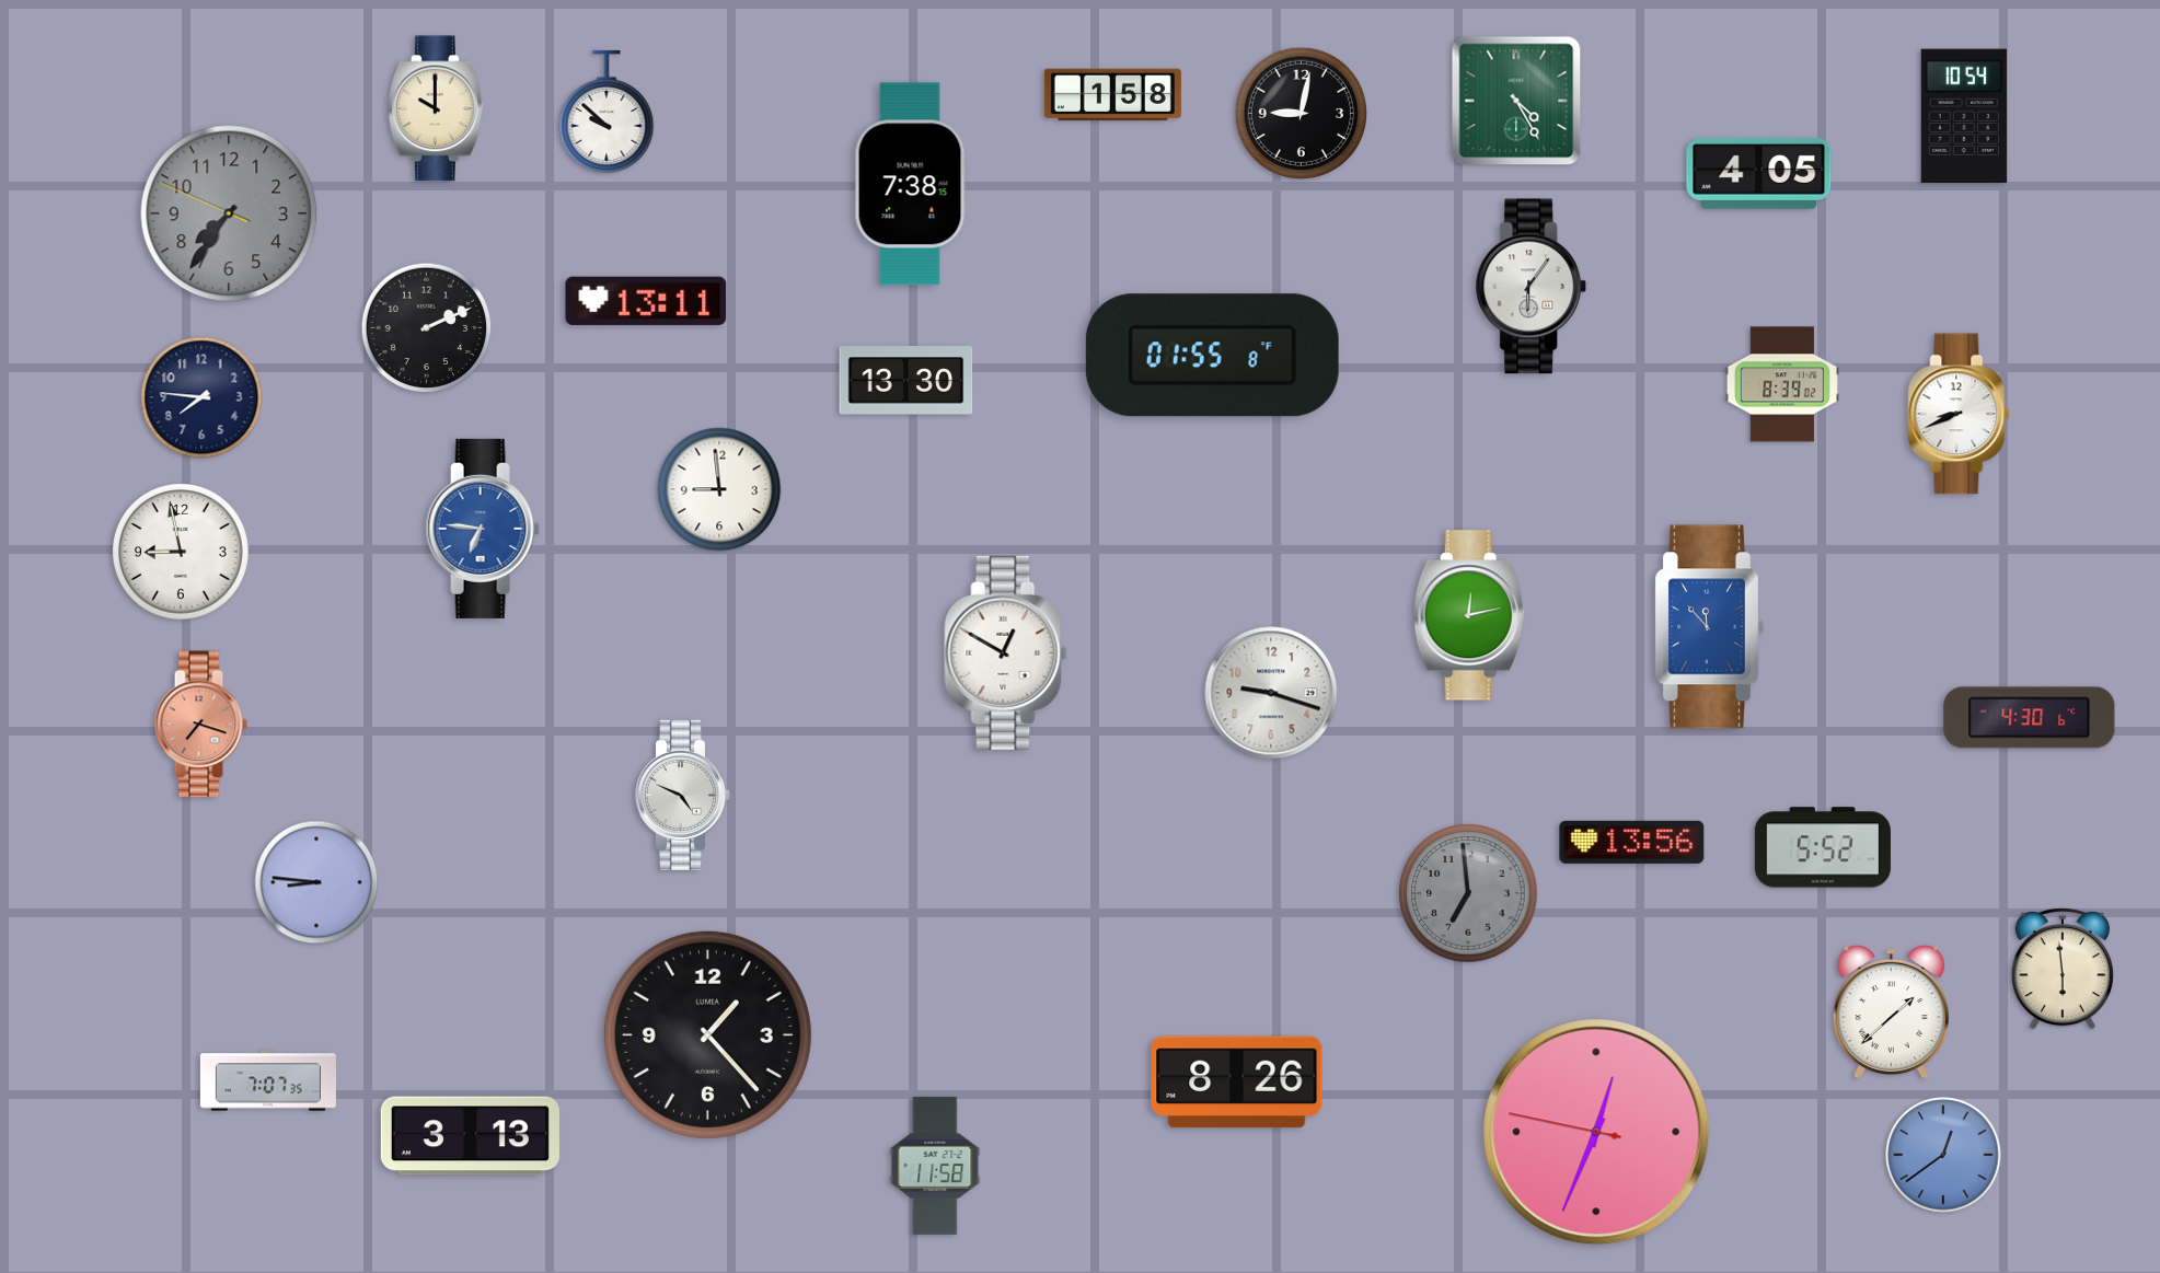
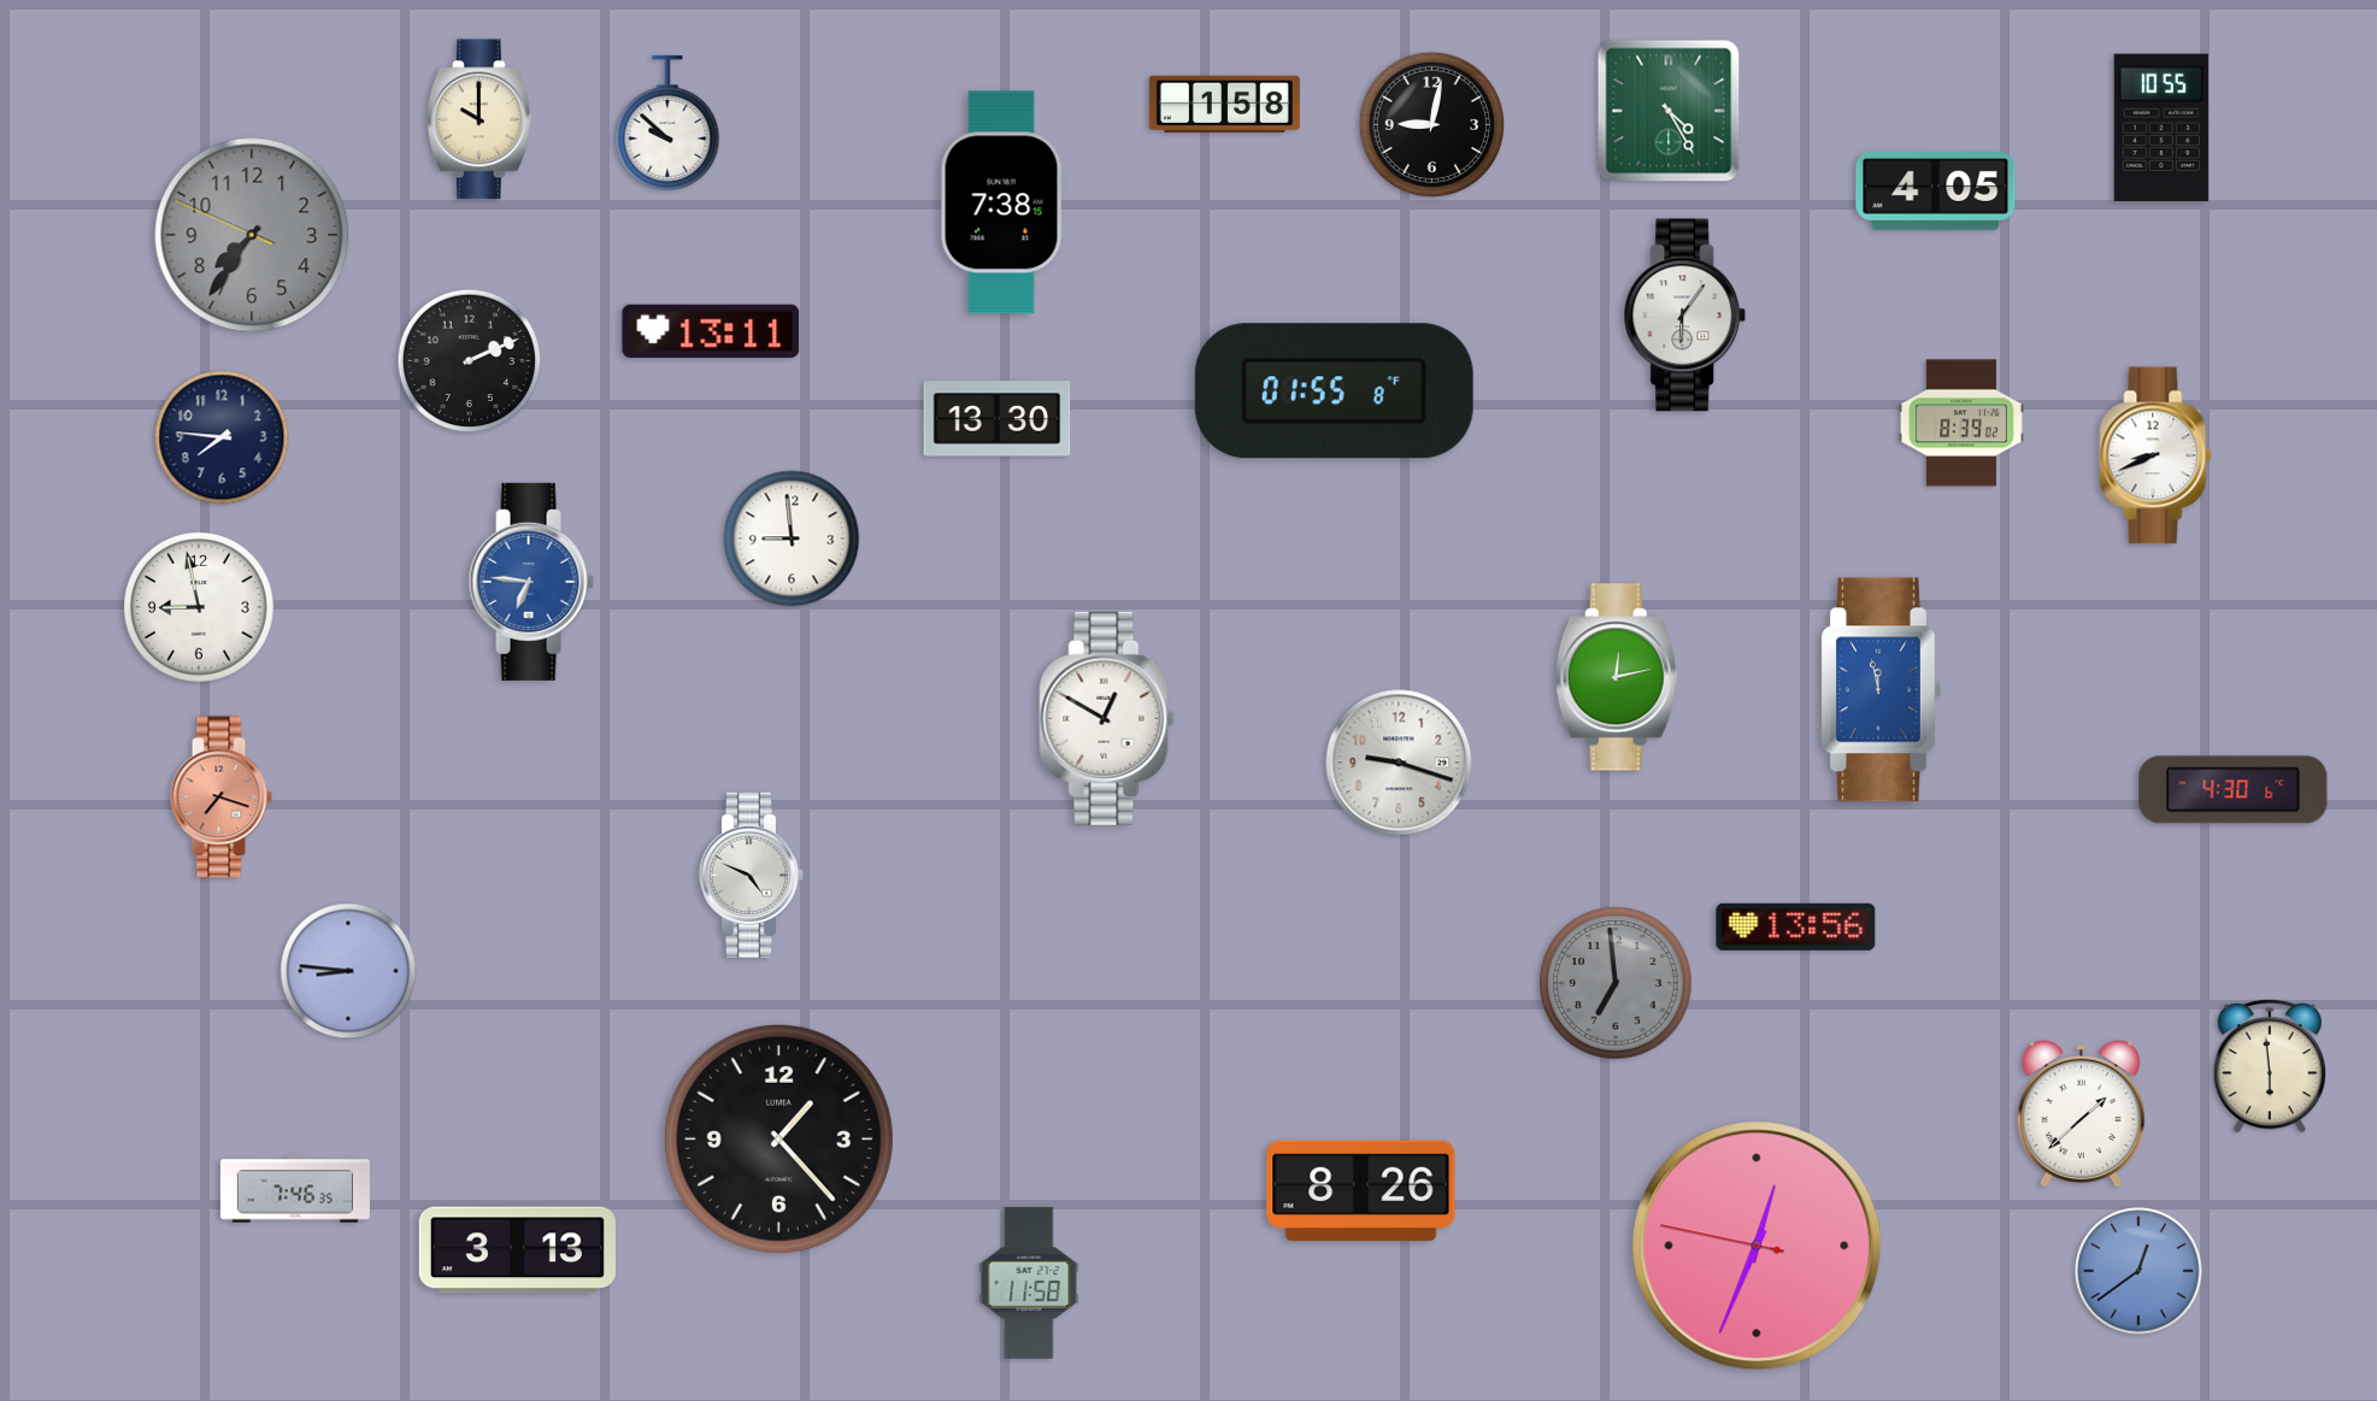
clock at (1964, 115): 10:54 -> 10:55
clock at (1709, 627): 11:53 -> 11:58
clock at (1823, 847): 5:52 -> none
clock at (268, 1080): 7:07 -> 7:46
